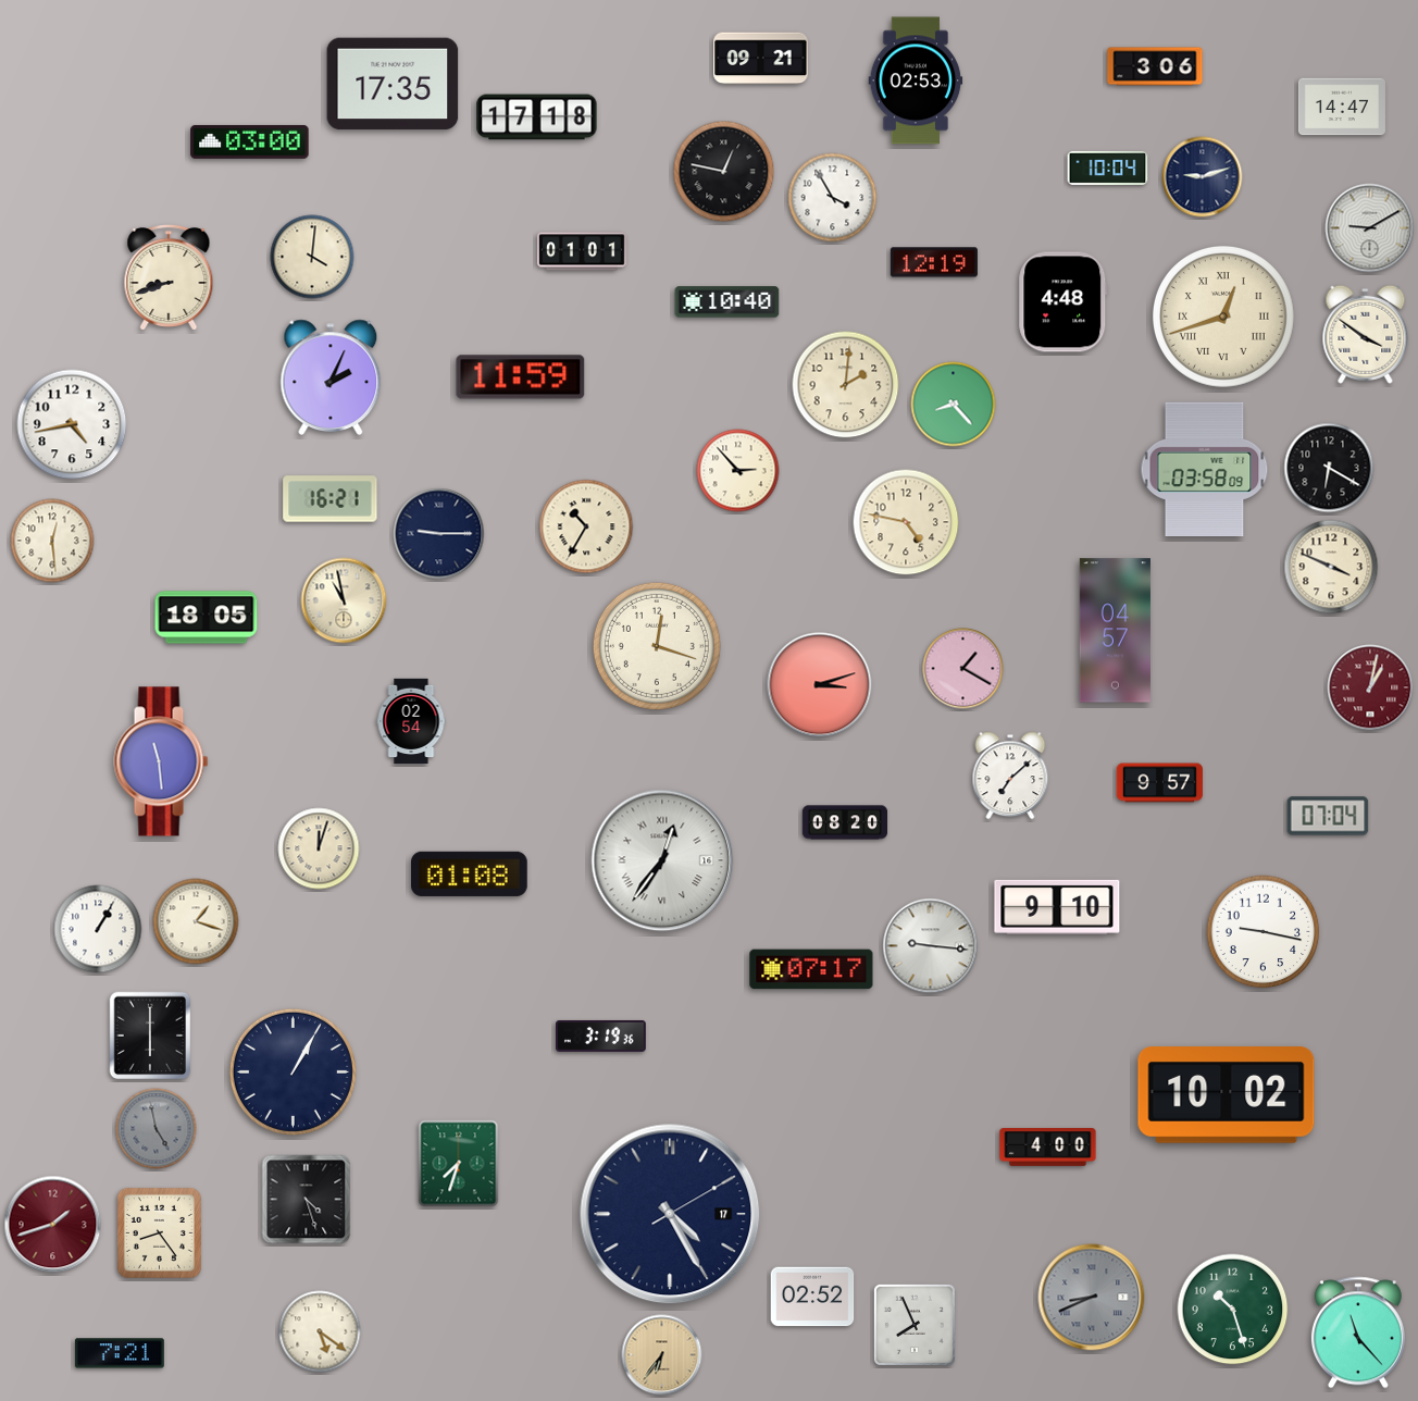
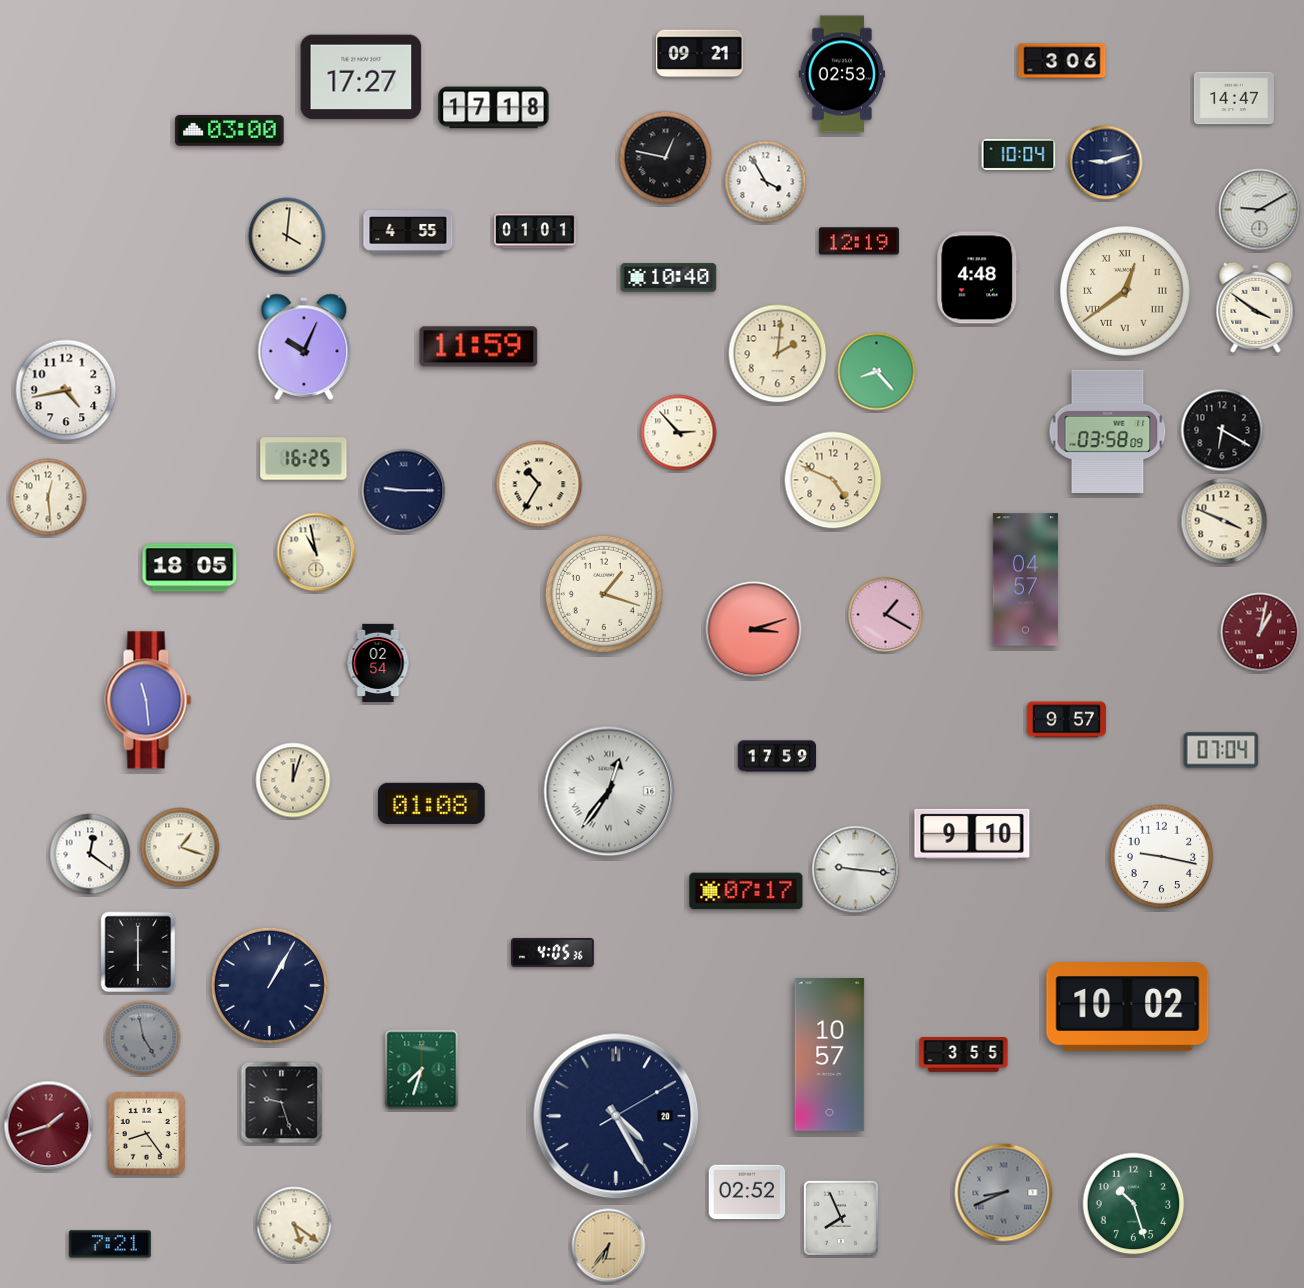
clock at (393, 84): 17:35 -> 17:27
clock at (408, 233): none -> 4:55
clock at (169, 277): 8:42 -> none
clock at (1223, 317): 12:42 -> 12:39
clock at (331, 377): 2:04 -> 10:04
clock at (331, 499): 16:21 -> 16:25
clock at (906, 522): 4:47 -> 4:49
clock at (657, 646): 12:18 -> 1:18
clock at (1010, 776): 7:08 -> none
clock at (845, 822): 08:20 -> 17:59
clock at (98, 929): 1:05 -> 12:21
clock at (601, 1036): 3:19 -> 4:05
clock at (830, 1055): none -> 10:57
clock at (1048, 1148): 4:00 -> 3:55
clock at (307, 1200): 4:27 -> 9:27
clock at (670, 1214) date: 17 -> 20
clock at (1358, 1332): 11:23 -> none
